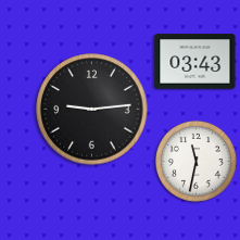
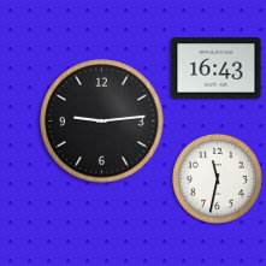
clock at (195, 62): 03:43 -> 16:43
